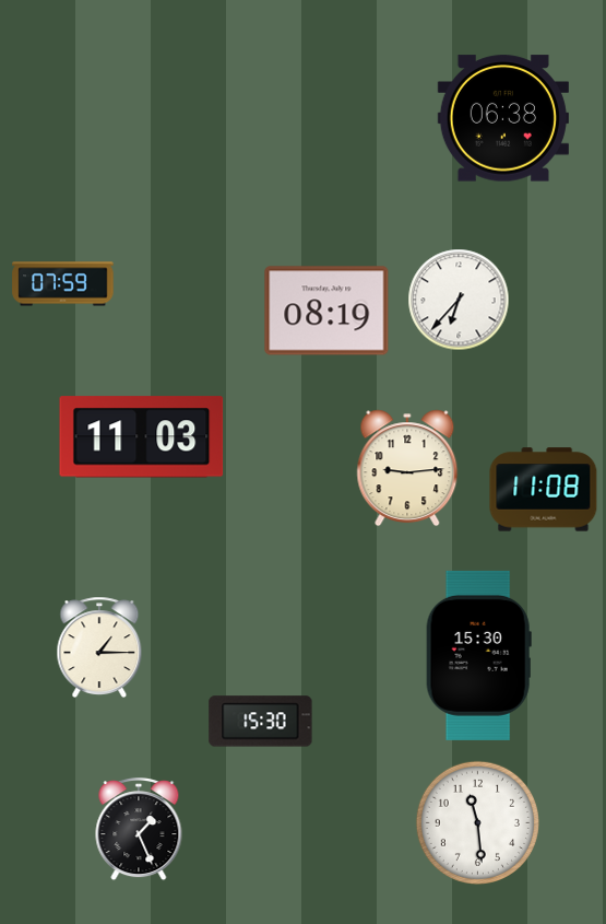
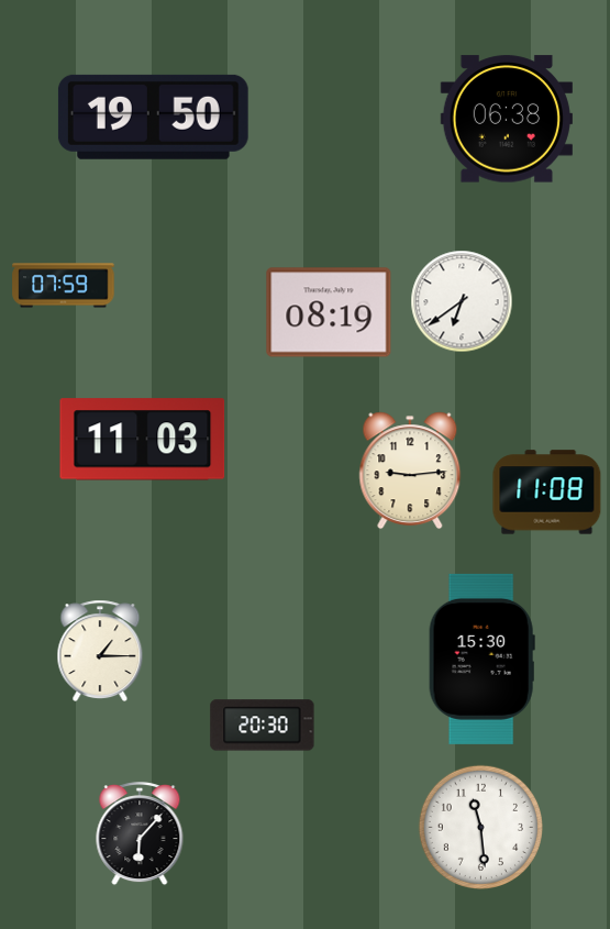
clock at (153, 117): none -> 19:50
clock at (459, 300): 6:37 -> 6:39
clock at (261, 722): 15:30 -> 20:30
clock at (139, 830): 1:26 -> 6:07
